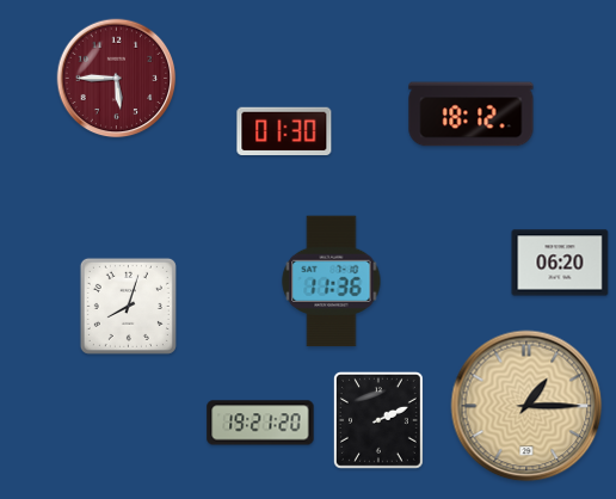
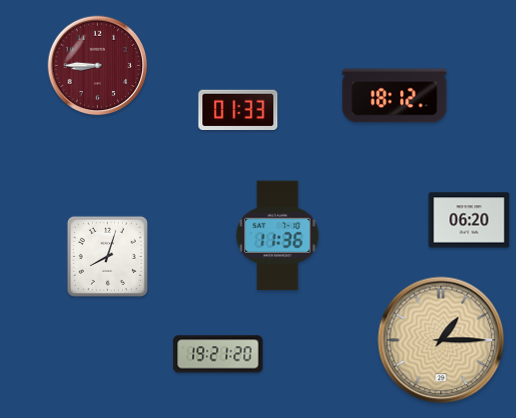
clock at (117, 79): 5:45 -> 8:45
clock at (284, 131): 01:30 -> 01:33
clock at (378, 420): 2:11 -> none
